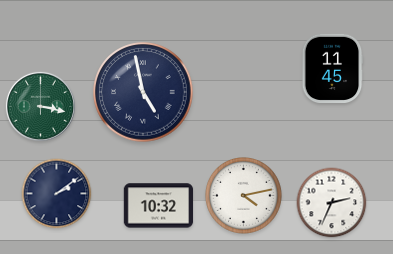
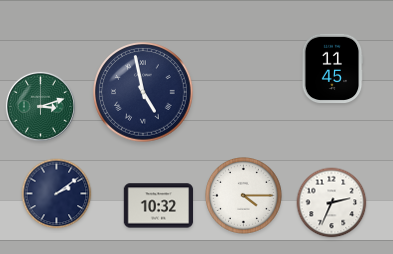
clock at (40, 106): 3:17 -> 3:12
clock at (244, 196): 4:13 -> 4:15
